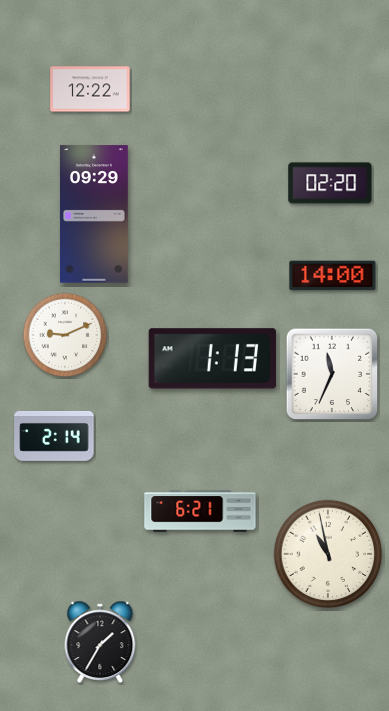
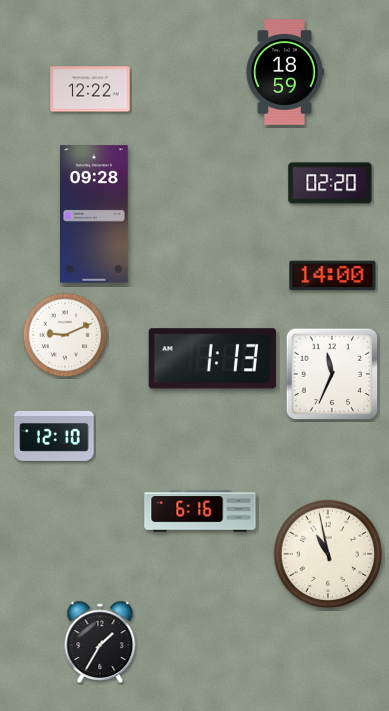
clock at (285, 72): none -> 18:59
clock at (95, 214): 09:29 -> 09:28
clock at (54, 436): 2:14 -> 12:10
clock at (200, 511): 6:21 -> 6:16
